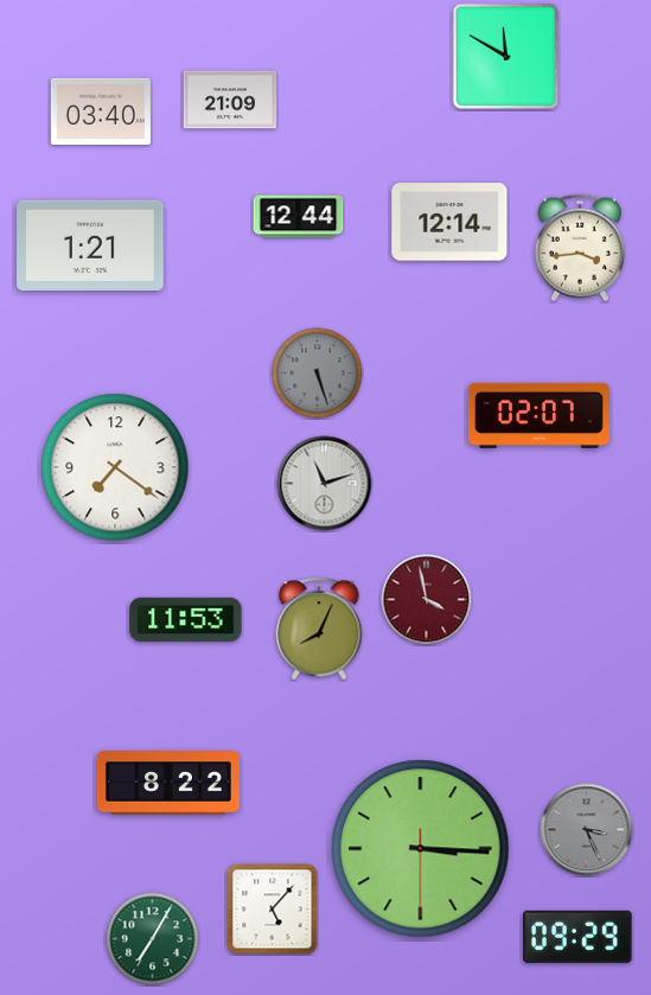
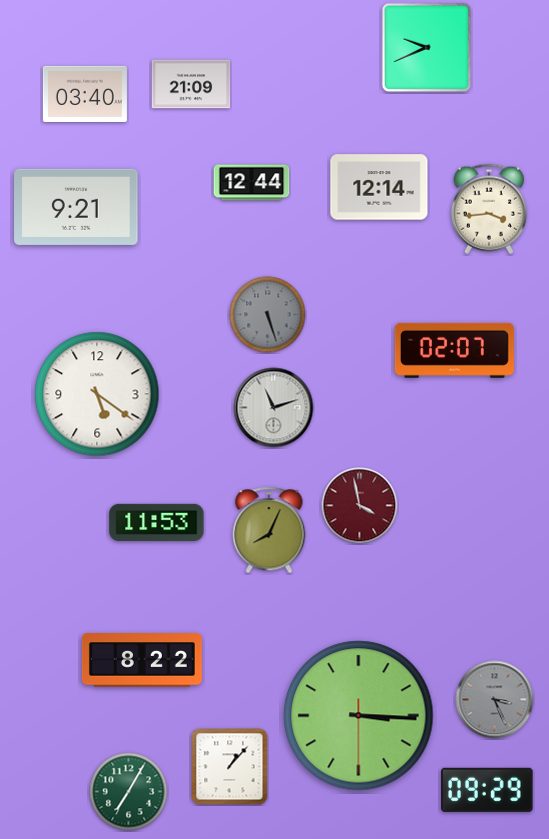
clock at (506, 57): 11:50 -> 9:41
clock at (230, 100) position: (230, 100) -> (191, 84)
clock at (90, 245): 1:21 -> 9:21
clock at (115, 467): 7:21 -> 5:21
clock at (421, 849) position: (421, 849) -> (359, 716)
clock at (273, 910): 5:07 -> 1:07
